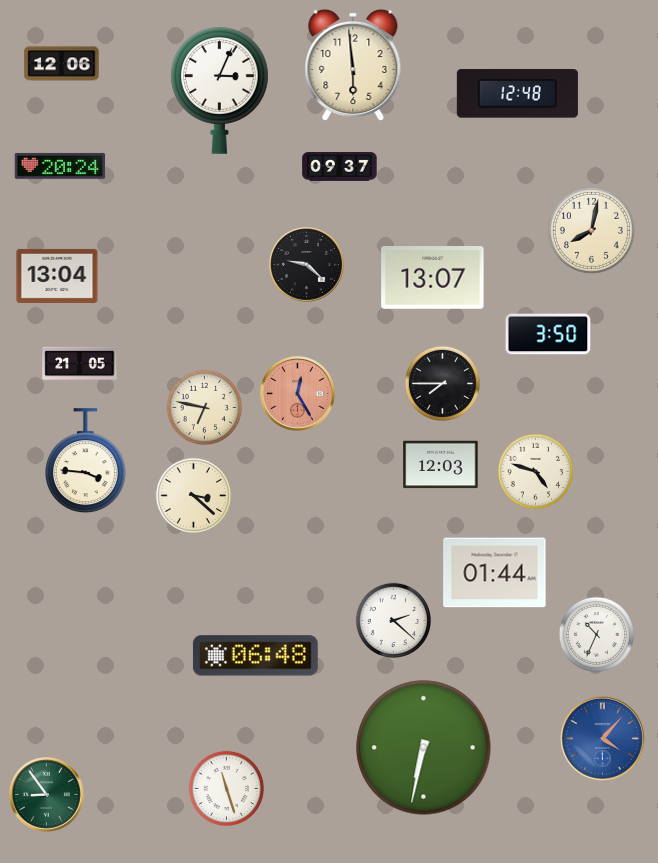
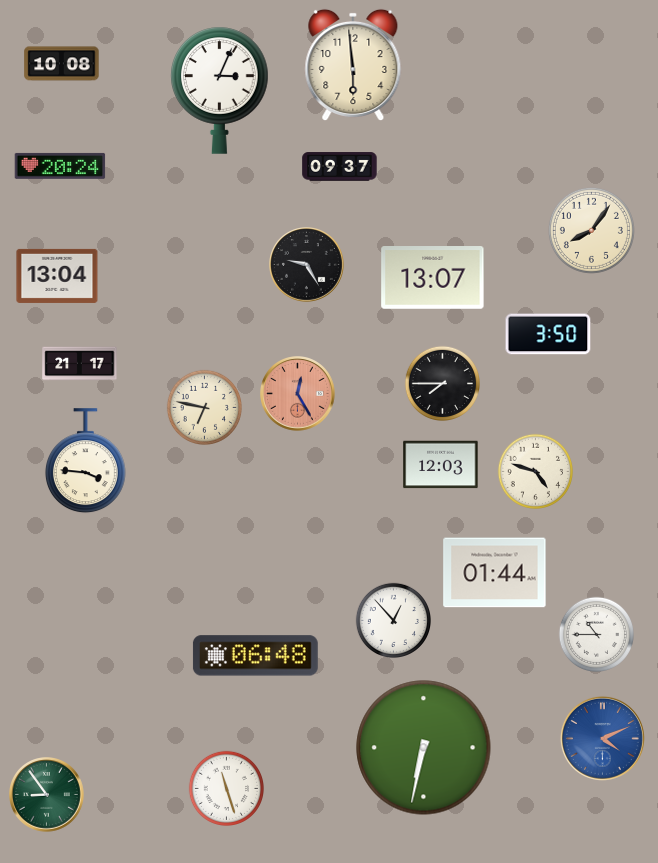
clock at (62, 64): 12:06 -> 10:08
clock at (517, 94): 12:48 -> none
clock at (591, 230): 8:02 -> 8:06
clock at (307, 265): 9:22 -> 9:25
clock at (80, 364): 21:05 -> 21:17
clock at (193, 495): 3:22 -> none
clock at (393, 620): 2:22 -> 12:53
clock at (596, 634): 10:34 -> 10:45
clock at (602, 738): 4:07 -> 4:11
